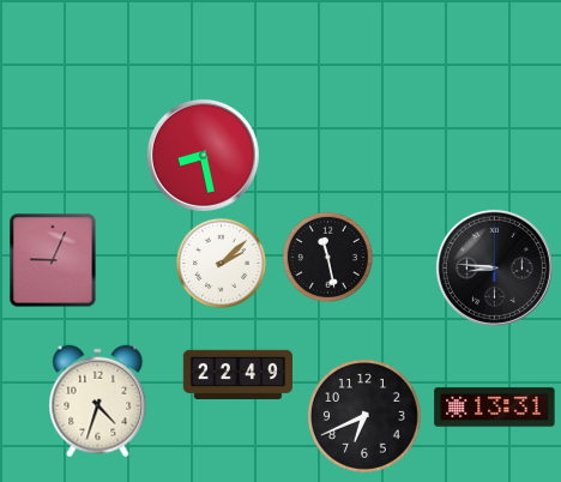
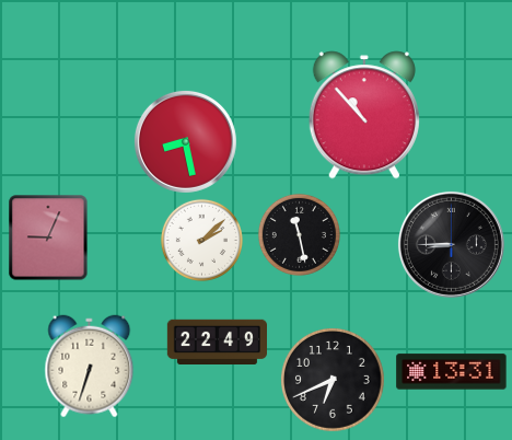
clock at (364, 115): none -> 10:53
clock at (494, 267): 8:46 -> 8:45
clock at (98, 402): 4:33 -> 6:33
